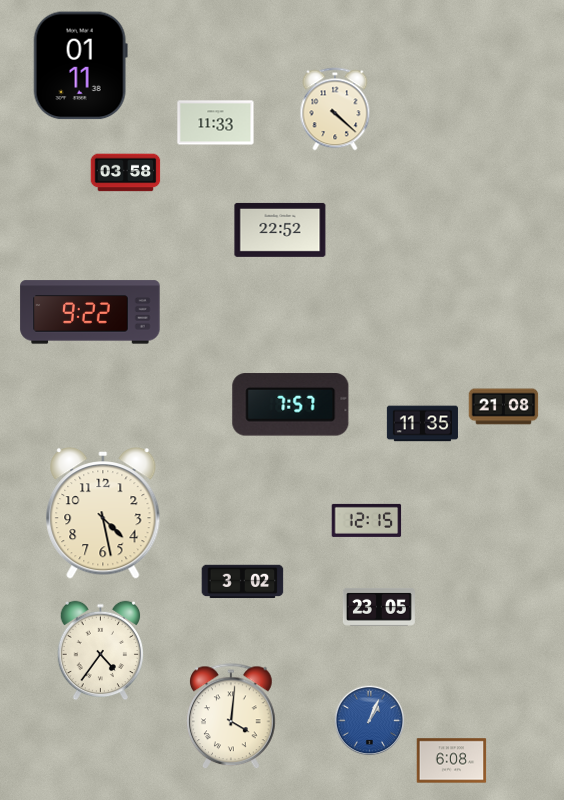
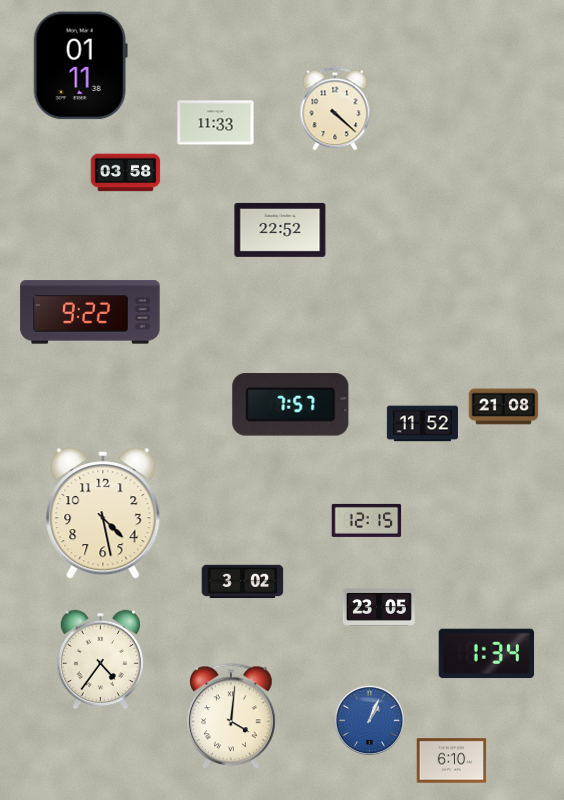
clock at (422, 424): 11:35 -> 11:52
clock at (100, 651) position: (100, 651) -> (100, 660)
clock at (487, 654): none -> 1:34
clock at (452, 761): 6:08 -> 6:10
